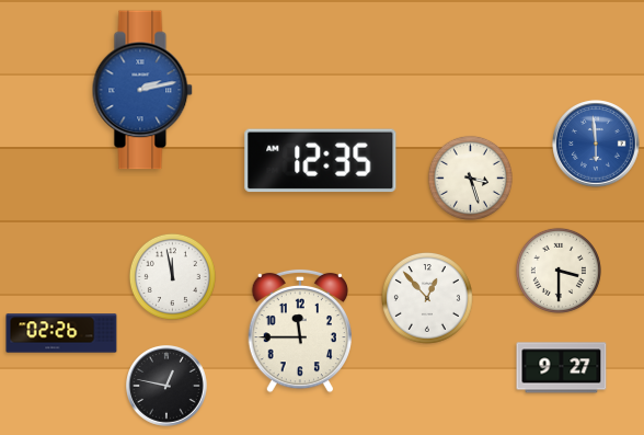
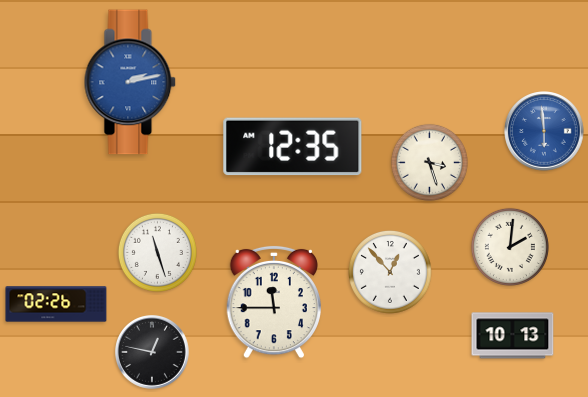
clock at (559, 271): 3:30 -> 2:01
clock at (172, 276): 11:58 -> 11:27
clock at (562, 368): 9:27 -> 10:13
